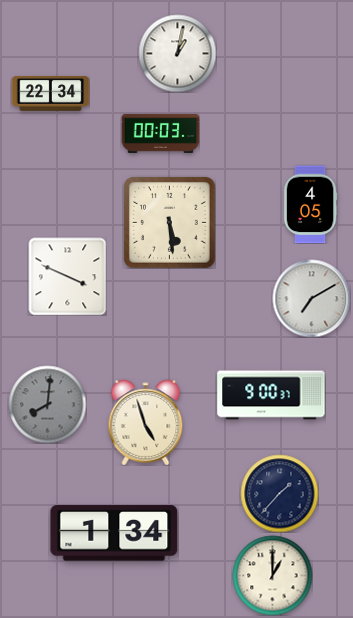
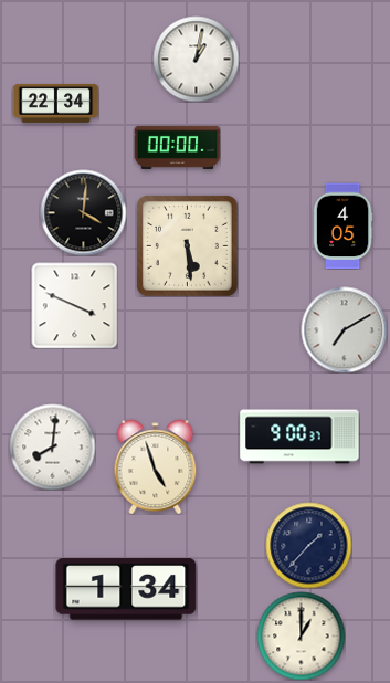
clock at (160, 133): 00:03 -> 00:00
clock at (83, 212): none -> 4:01
clock at (47, 404) dial: grey -> white
clock at (146, 422) position: (146, 422) -> (156, 466)
